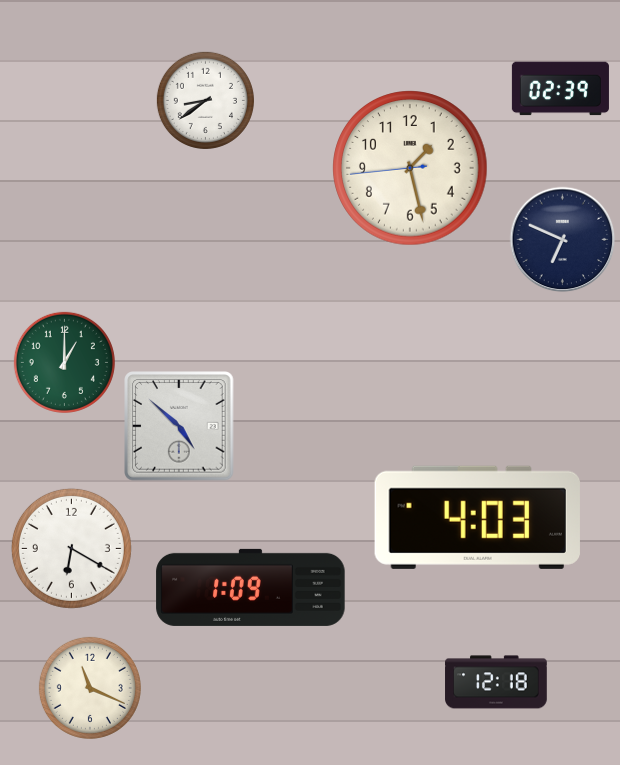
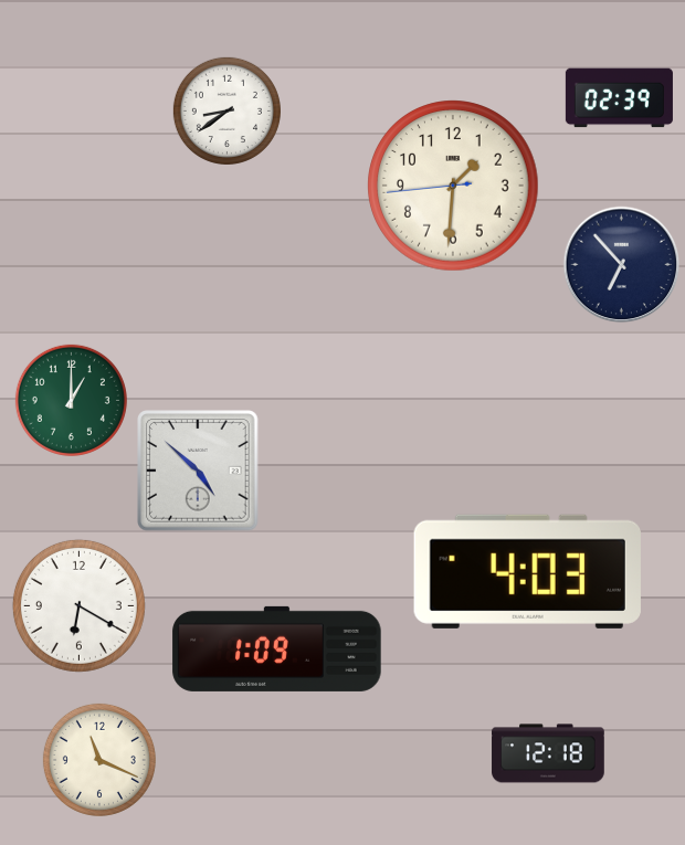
clock at (410, 168): 1:27 -> 1:30
clock at (563, 240): 6:49 -> 6:53
